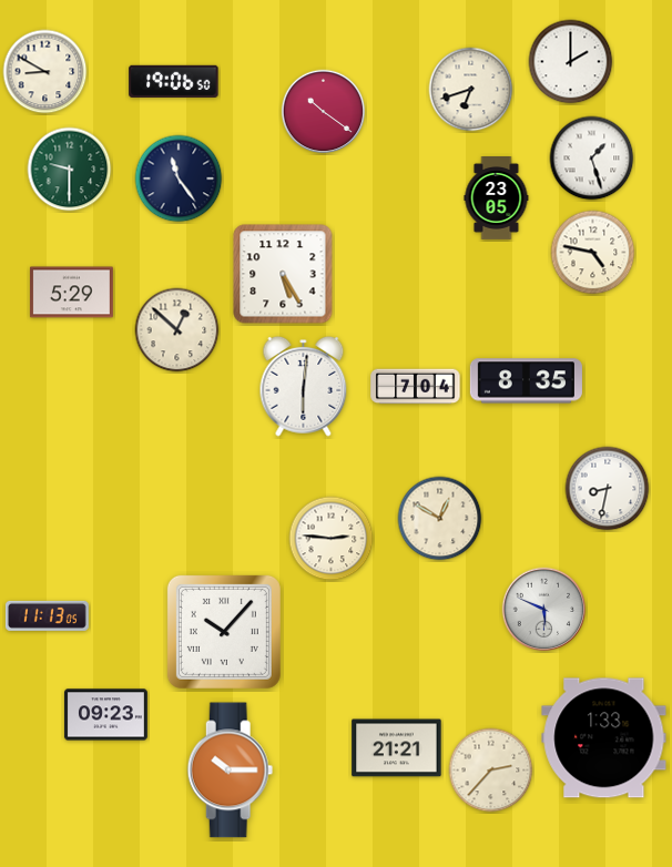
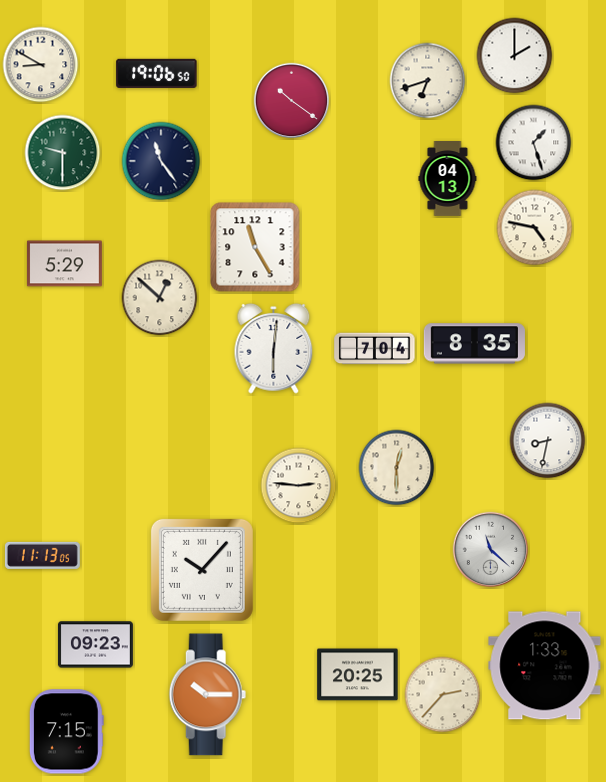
clock at (471, 90) position: (471, 90) -> (428, 81)
clock at (497, 198): 23:05 -> 04:13
clock at (283, 274): 5:25 -> 11:25
clock at (440, 519): 12:50 -> 12:30
clock at (544, 610): 5:49 -> 11:22
clock at (397, 748): 21:21 -> 20:25
clock at (66, 732): none -> 7:15
